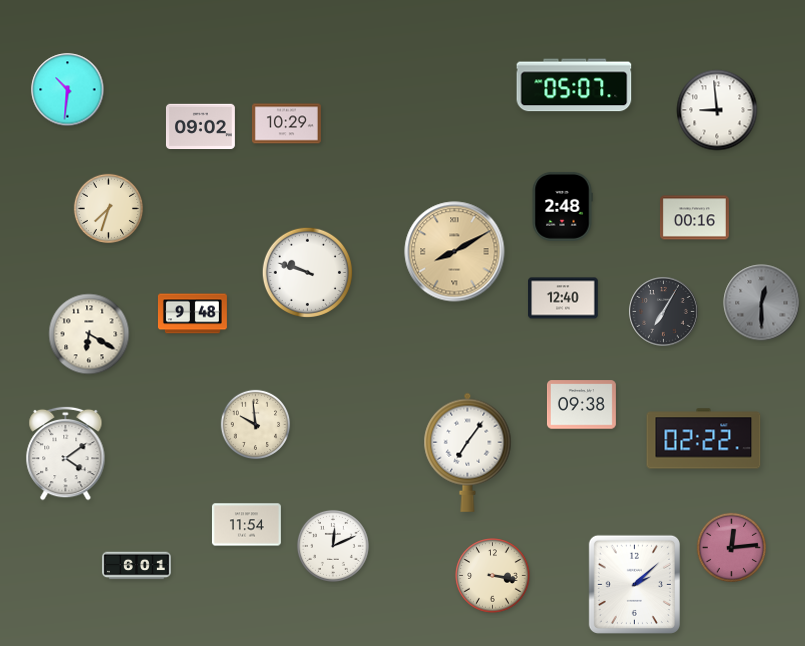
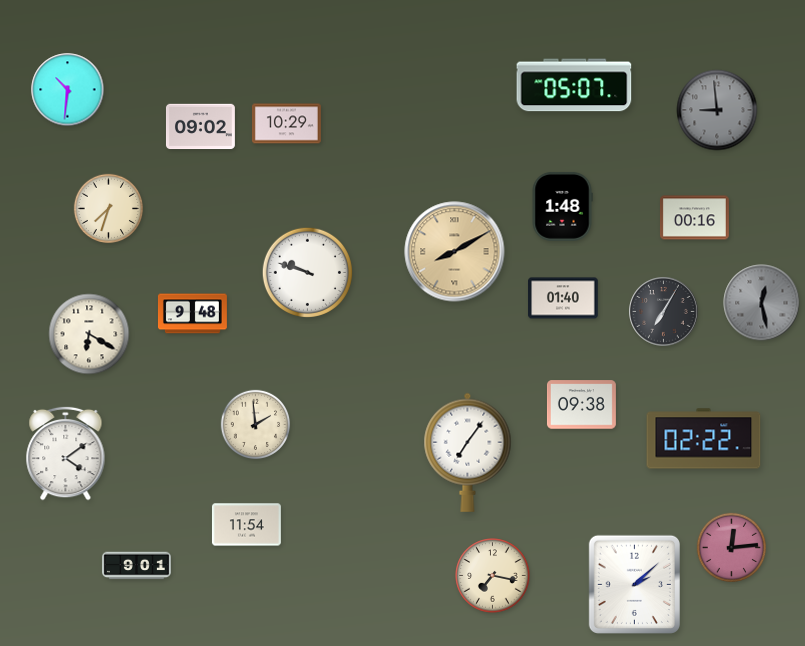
clock at (717, 110) dial: white -> grey
clock at (562, 206): 2:48 -> 1:48
clock at (563, 298): 12:40 -> 01:40
clock at (762, 303): 12:30 -> 12:28
clock at (256, 425): 9:59 -> 1:59
clock at (333, 546): 12:11 -> none
clock at (136, 566): 6:01 -> 9:01
clock at (493, 576): 3:17 -> 7:17
